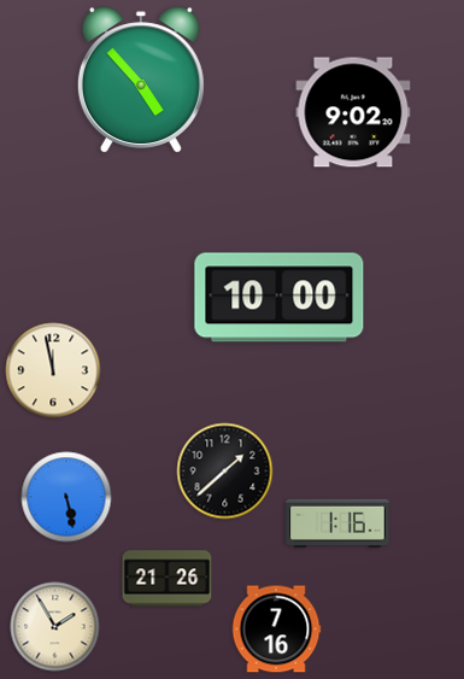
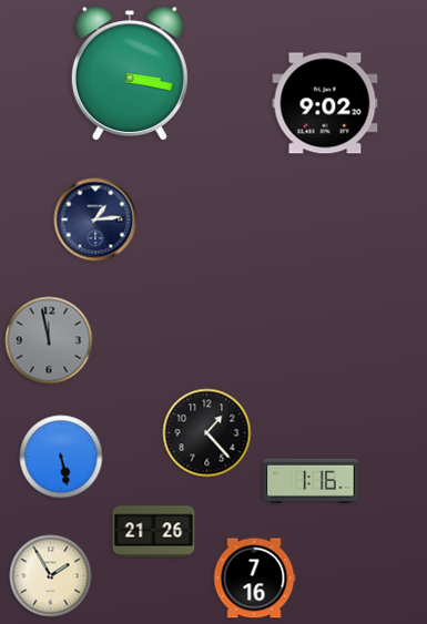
clock at (141, 81): 4:53 -> 3:17
clock at (95, 219): none -> 1:14
clock at (280, 298): 10:00 -> none
clock at (53, 370) dial: cream -> grey
clock at (225, 472): 1:38 -> 1:23
